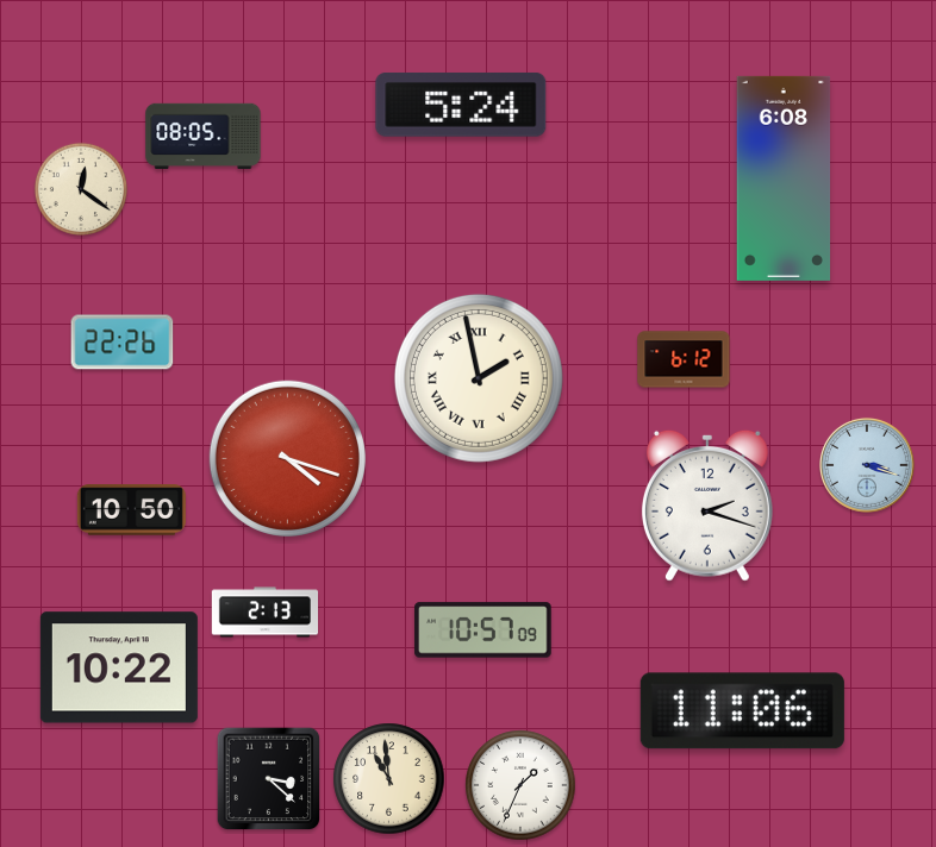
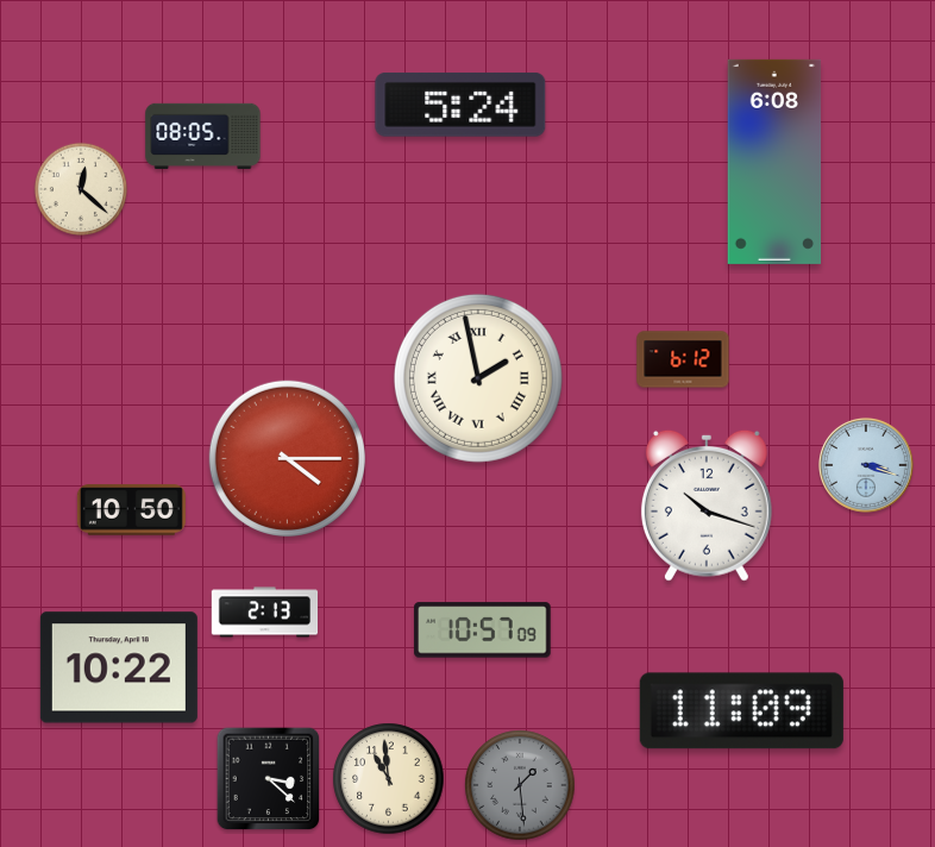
clock at (784, 178) position: (784, 178) -> (774, 162)
clock at (80, 188): 12:21 -> 12:22
clock at (123, 343): 22:26 -> none
clock at (287, 458): 4:18 -> 4:15
clock at (707, 506): 2:18 -> 10:18
clock at (742, 711): 11:06 -> 11:09
clock at (520, 785): 1:34 -> 1:29
clock at (520, 785) dial: white -> grey
